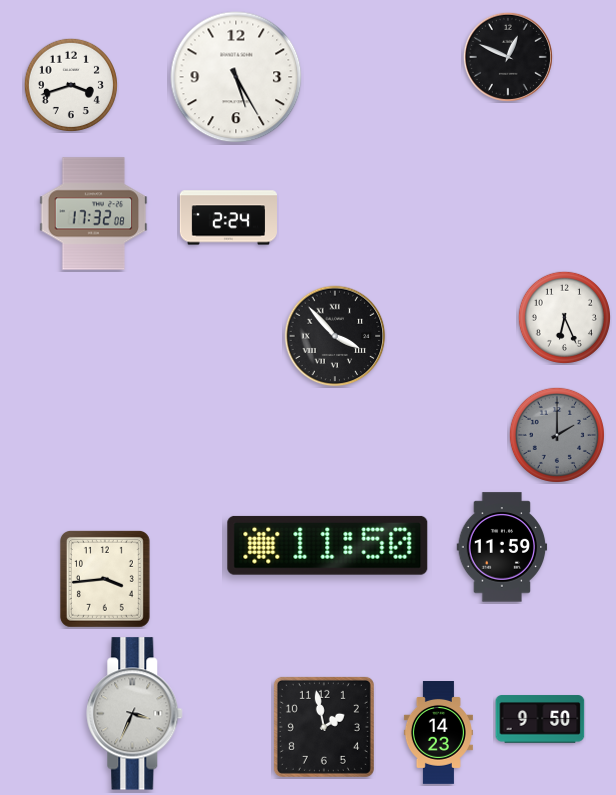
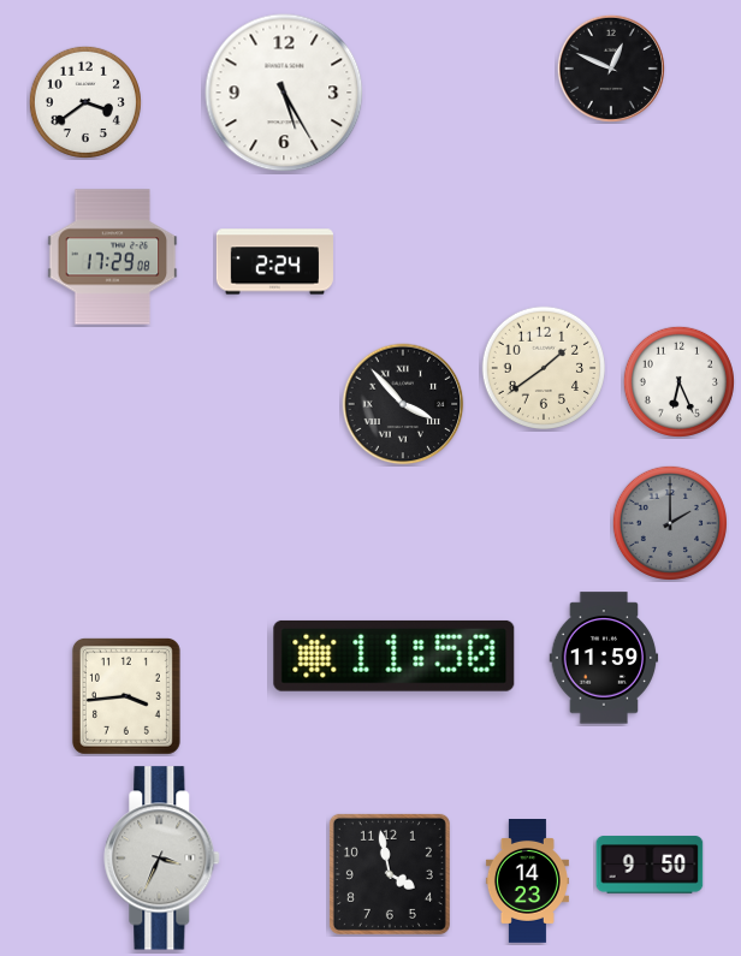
clock at (71, 85): 3:42 -> 3:39
clock at (94, 214): 17:32 -> 17:29
clock at (543, 367): none -> 1:39
clock at (324, 727): 1:58 -> 3:58
